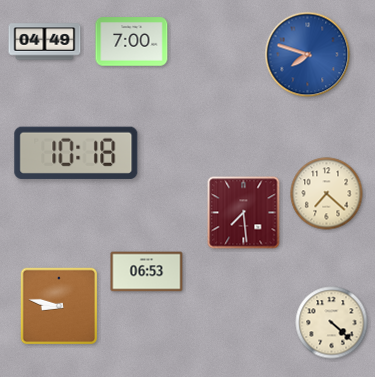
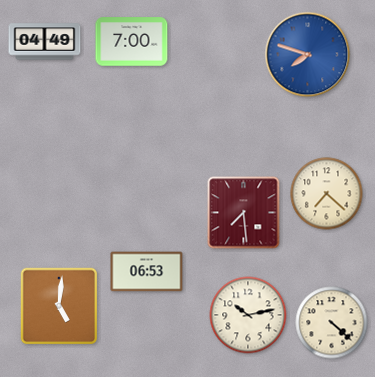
clock at (76, 153): 10:18 -> none
clock at (59, 306): 8:47 -> 5:01
clock at (248, 315): none -> 10:13
